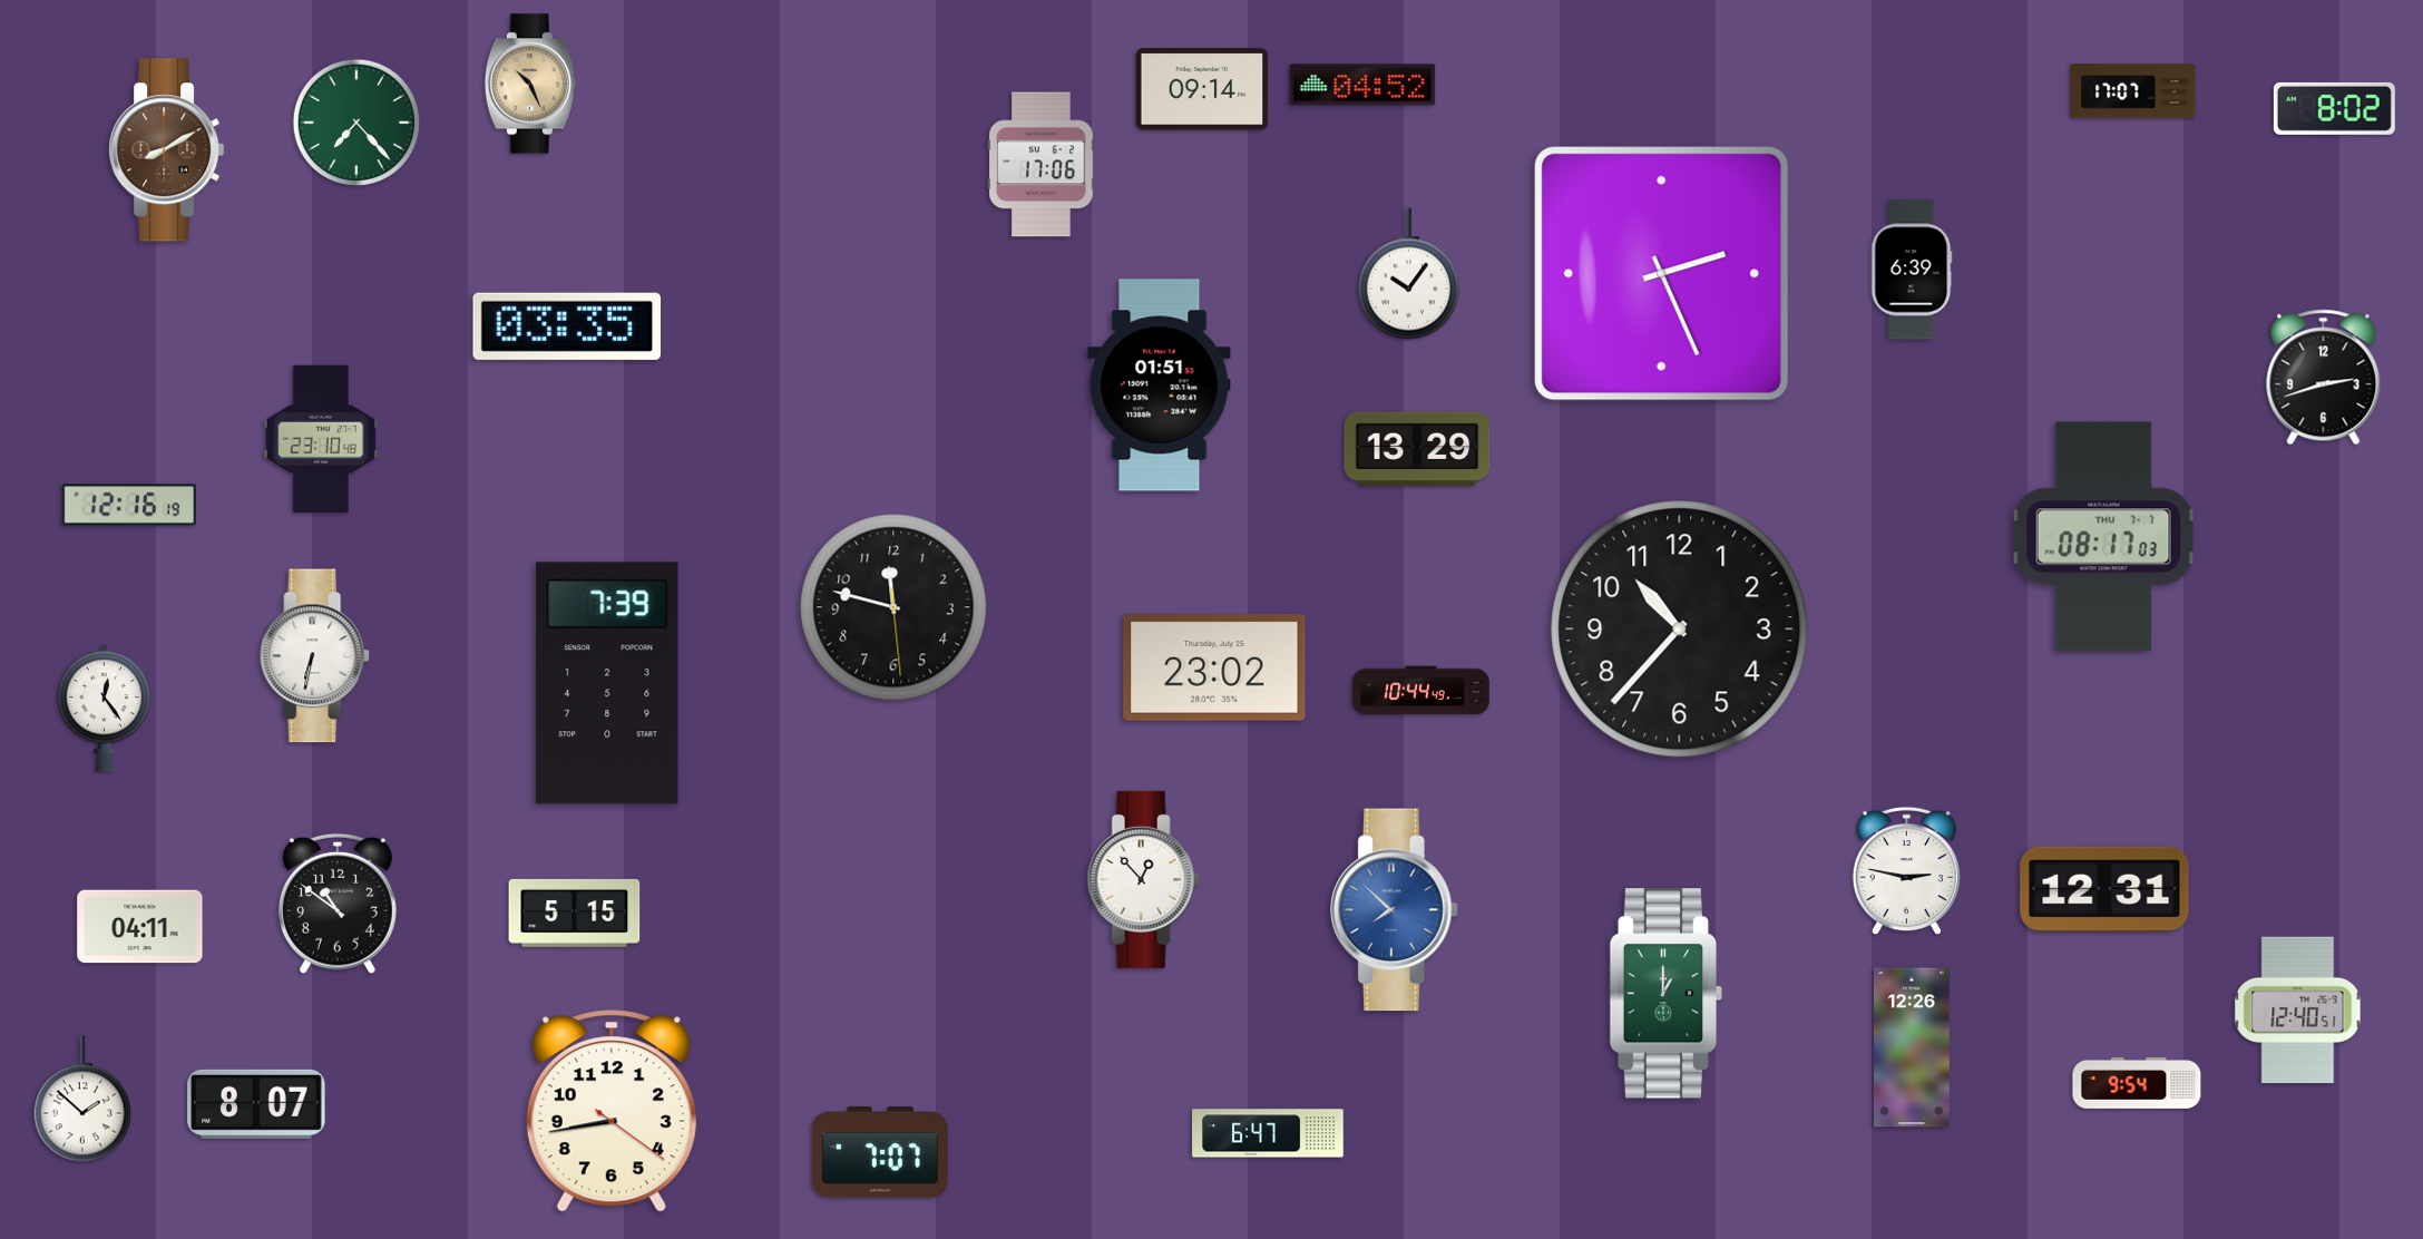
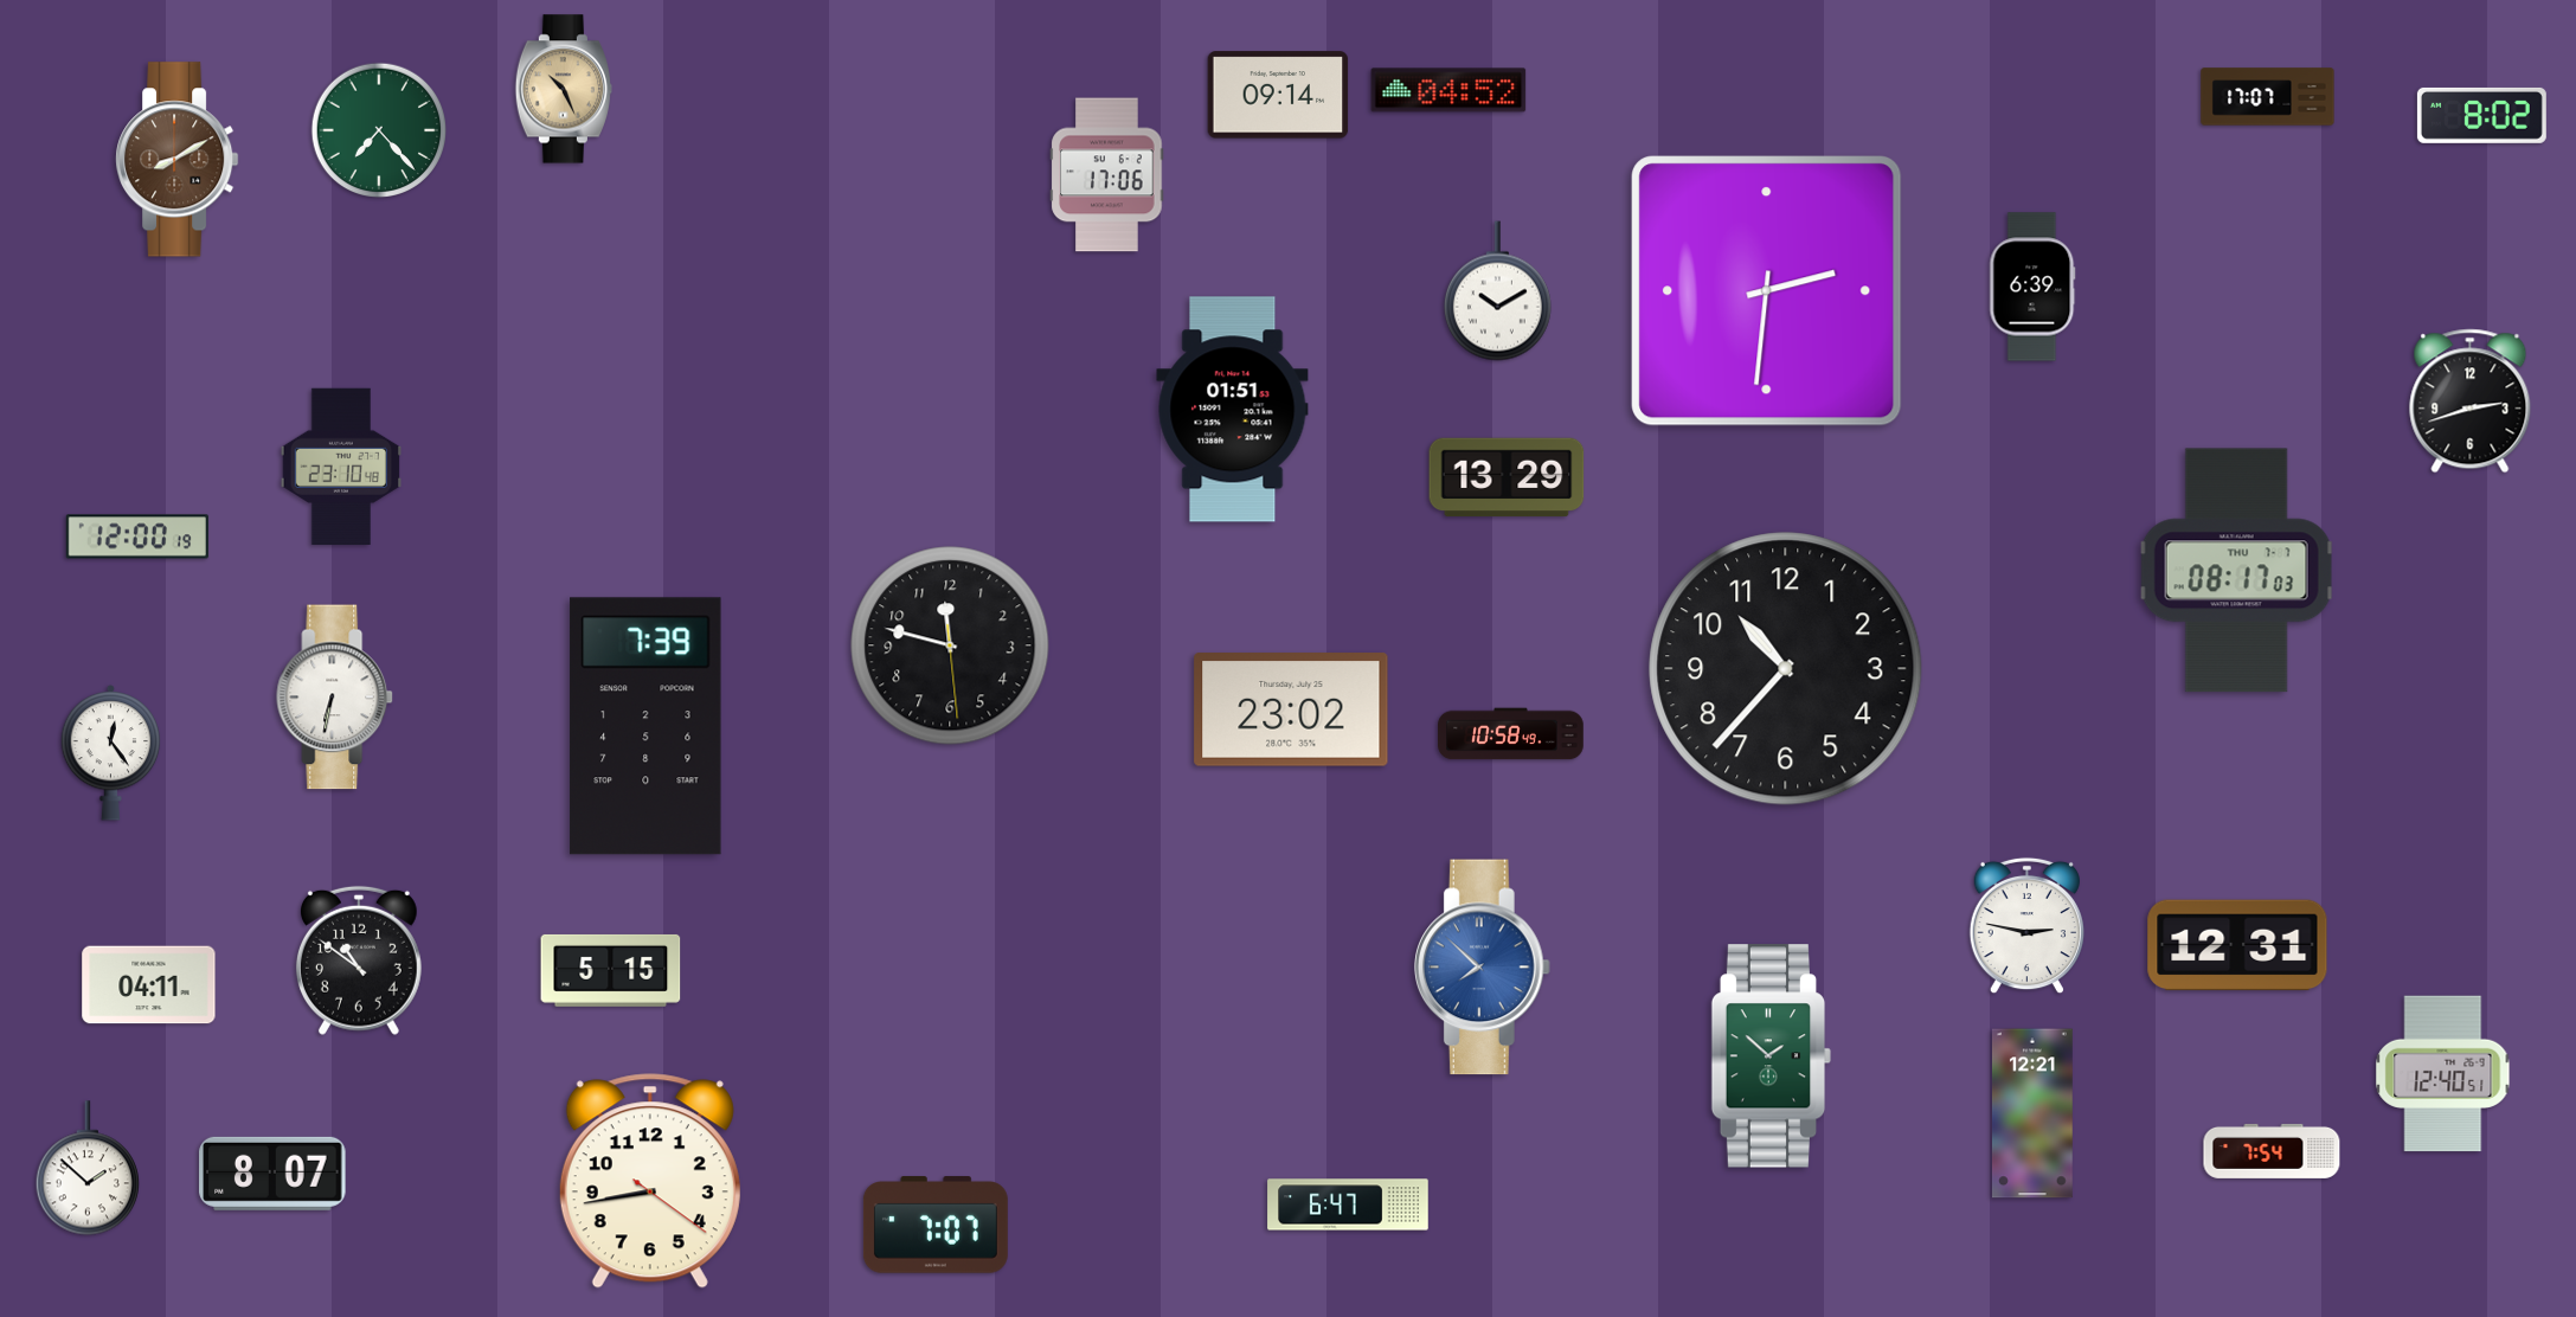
clock at (1408, 274): 10:06 -> 10:10
clock at (1662, 274): 2:26 -> 2:31
clock at (567, 326): 03:35 -> none
clock at (129, 505): 12:16 -> 12:00
clock at (1421, 691): 10:44 -> 10:58
clock at (1143, 879): 12:53 -> none
clock at (1667, 994): 1:00 -> 1:52
clock at (1913, 1047): 12:26 -> 12:21
clock at (2137, 1083): 9:54 -> 7:54
